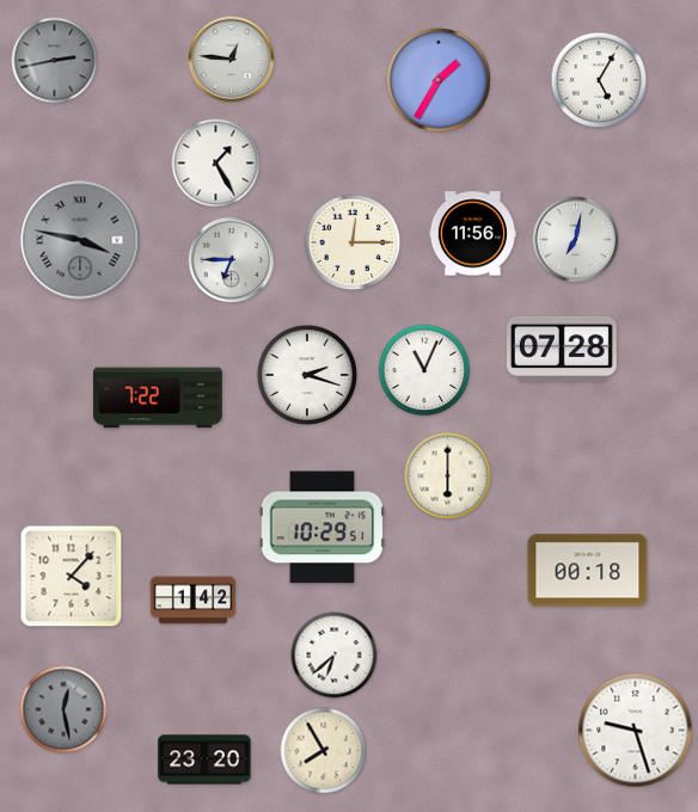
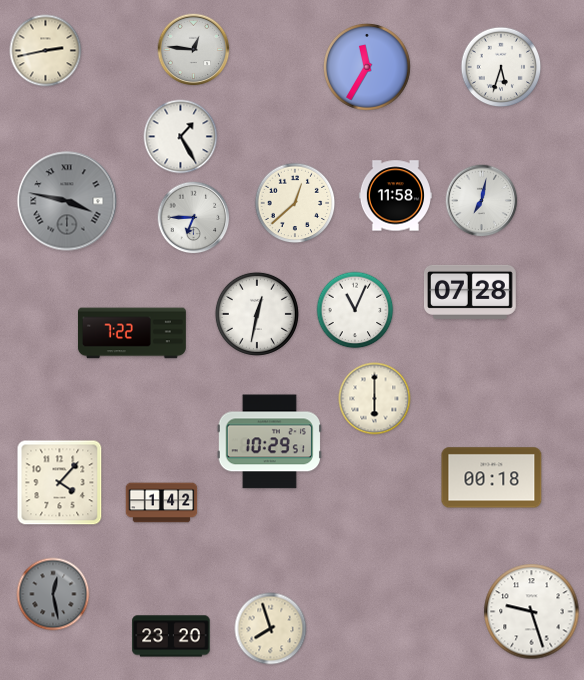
clock at (55, 61) dial: grey -> cream
clock at (439, 80): 1:35 -> 11:35
clock at (599, 80): 5:05 -> 5:33
clock at (472, 234): 11:56 -> 11:58
clock at (353, 242): 12:15 -> 12:38
clock at (307, 375): 2:18 -> 12:32
clock at (335, 656): 6:38 -> none
clock at (324, 751): 7:55 -> 7:57
